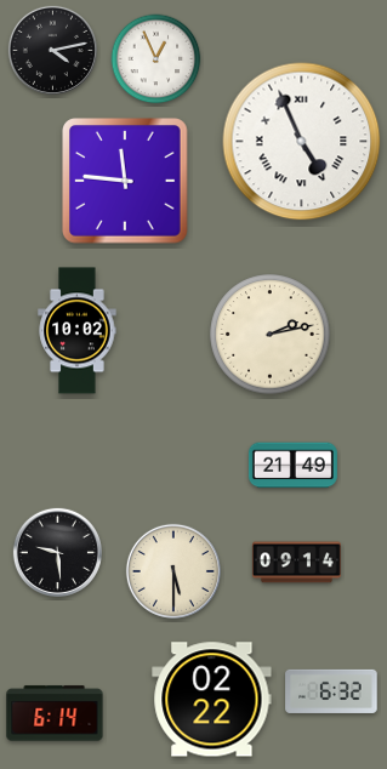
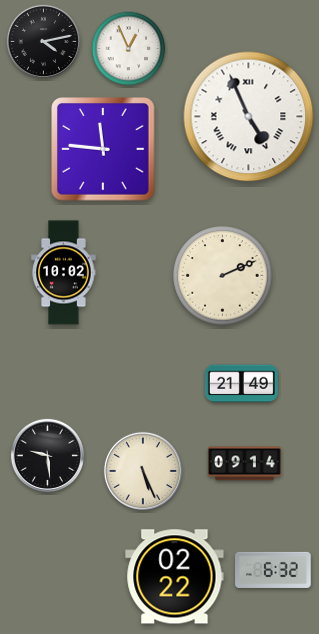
clock at (271, 335): 2:13 -> 2:11
clock at (173, 571): 5:30 -> 5:26
clock at (55, 713): 6:14 -> none
